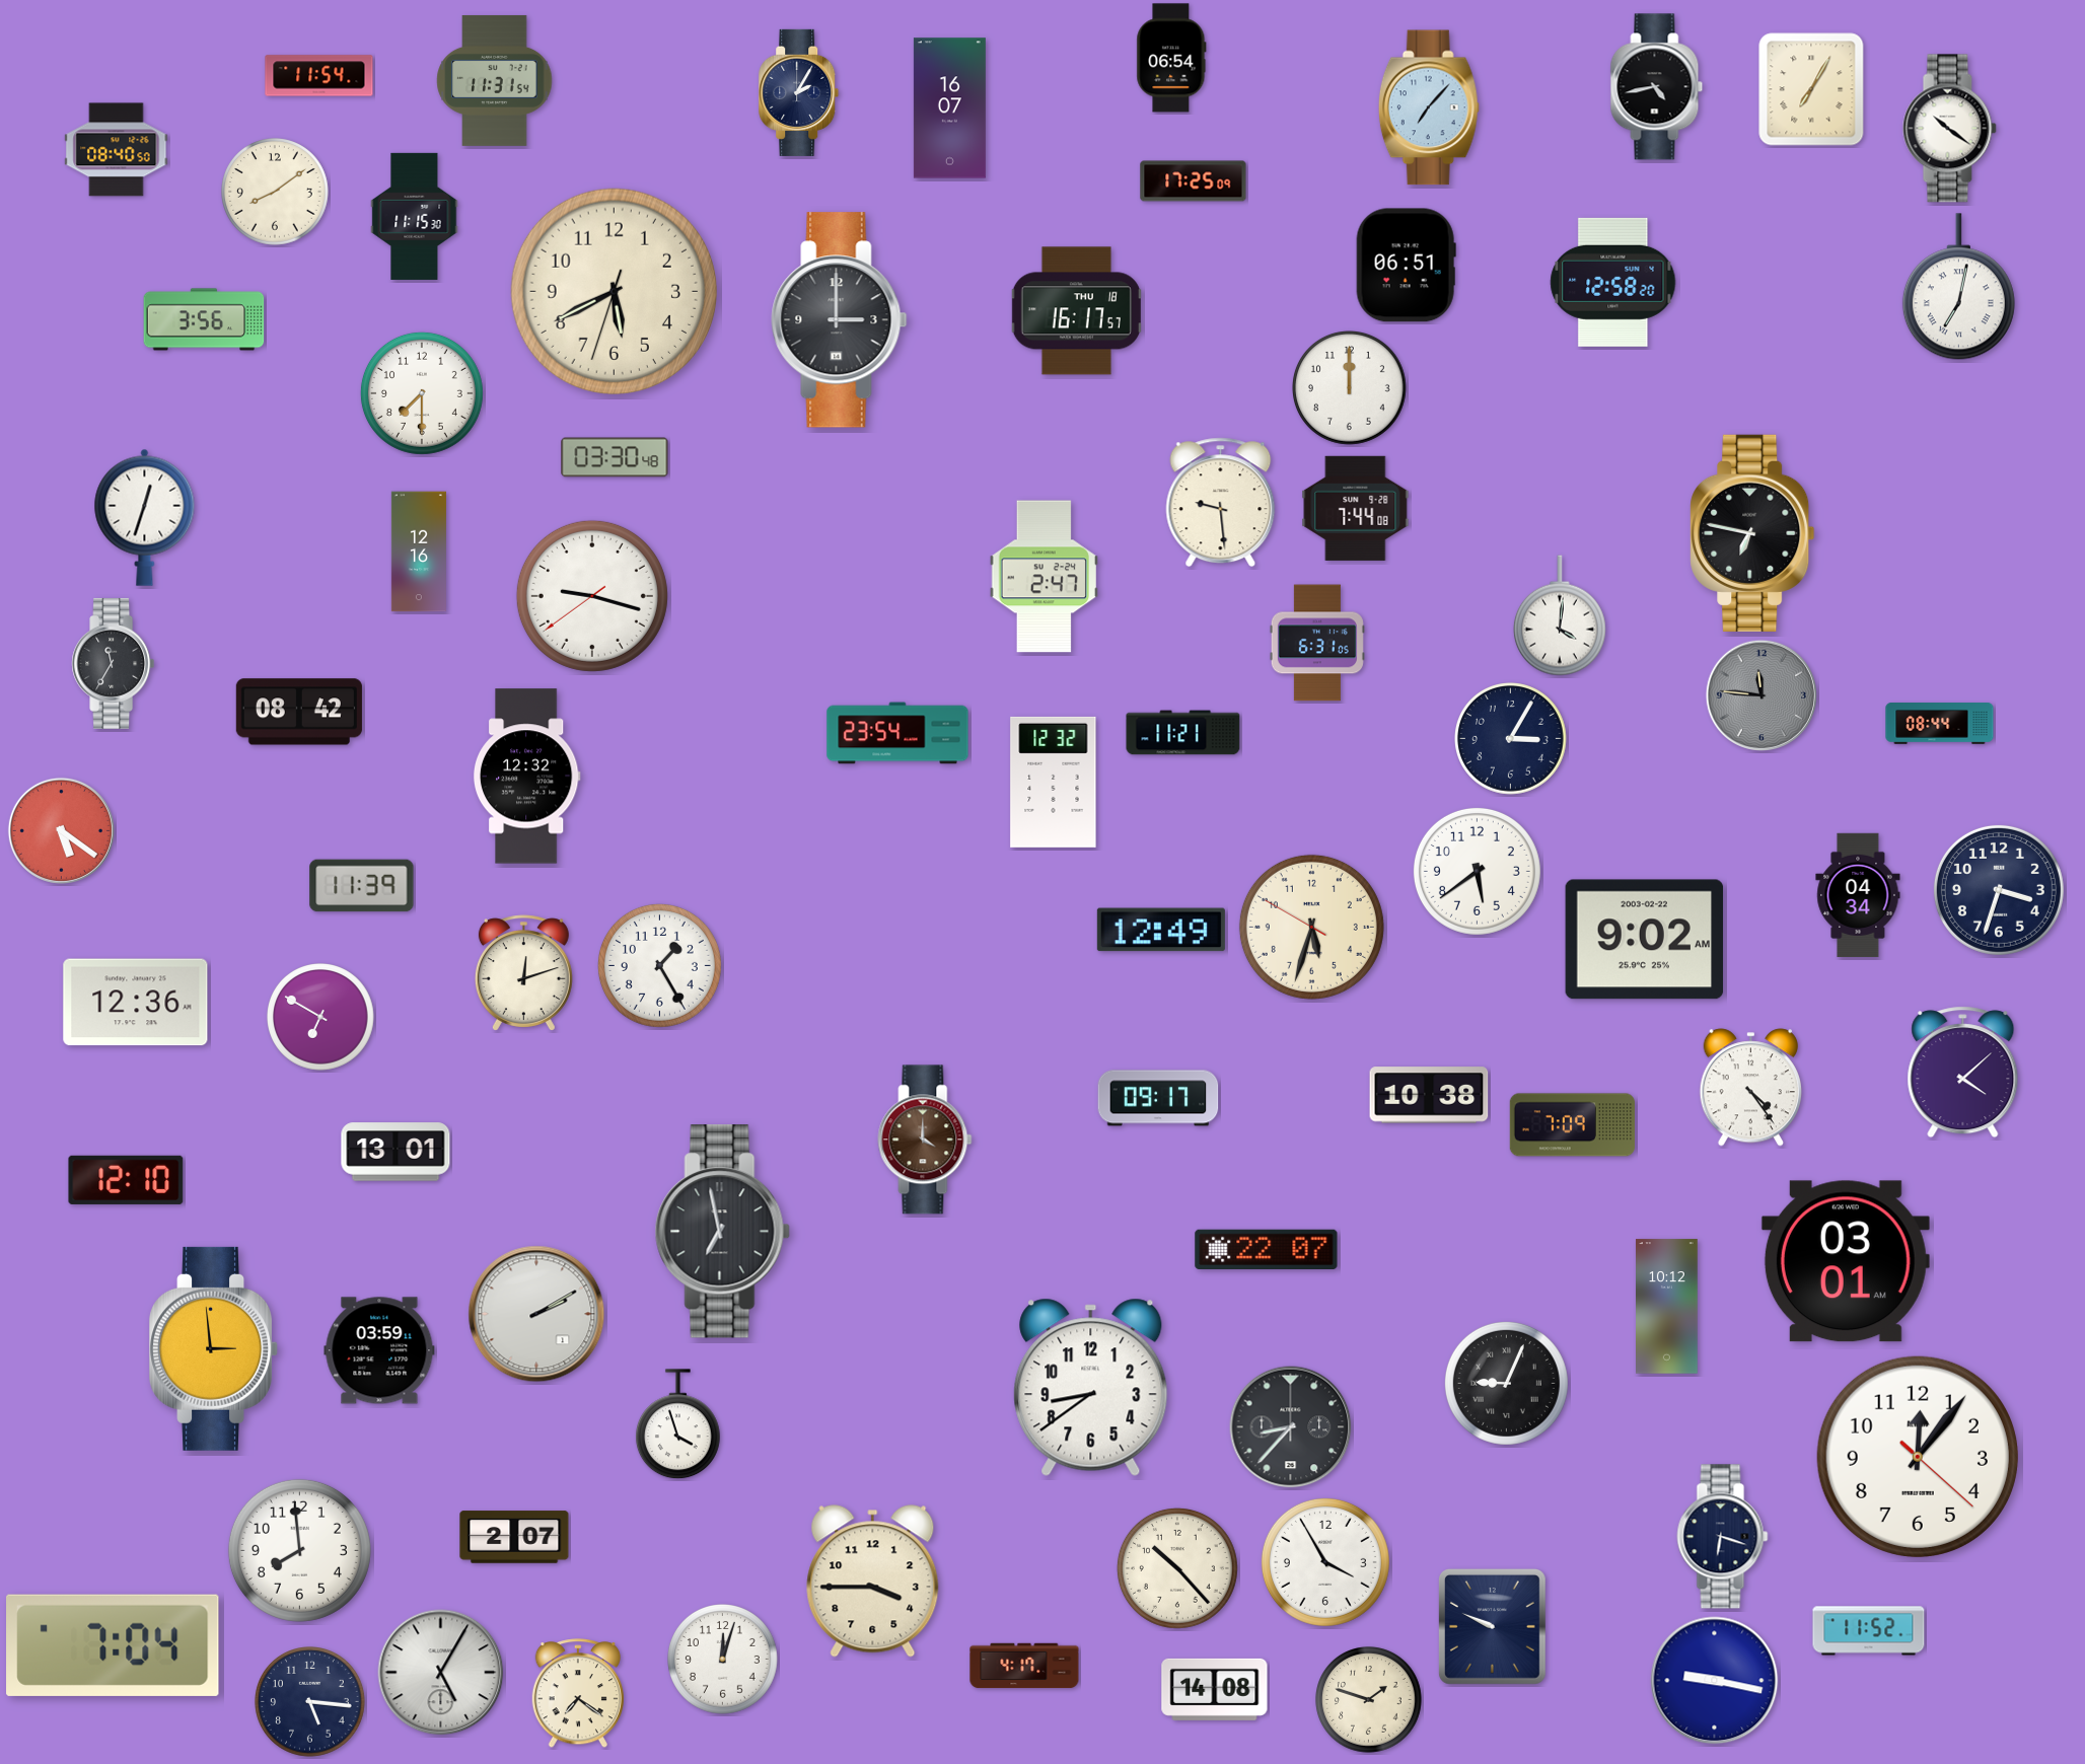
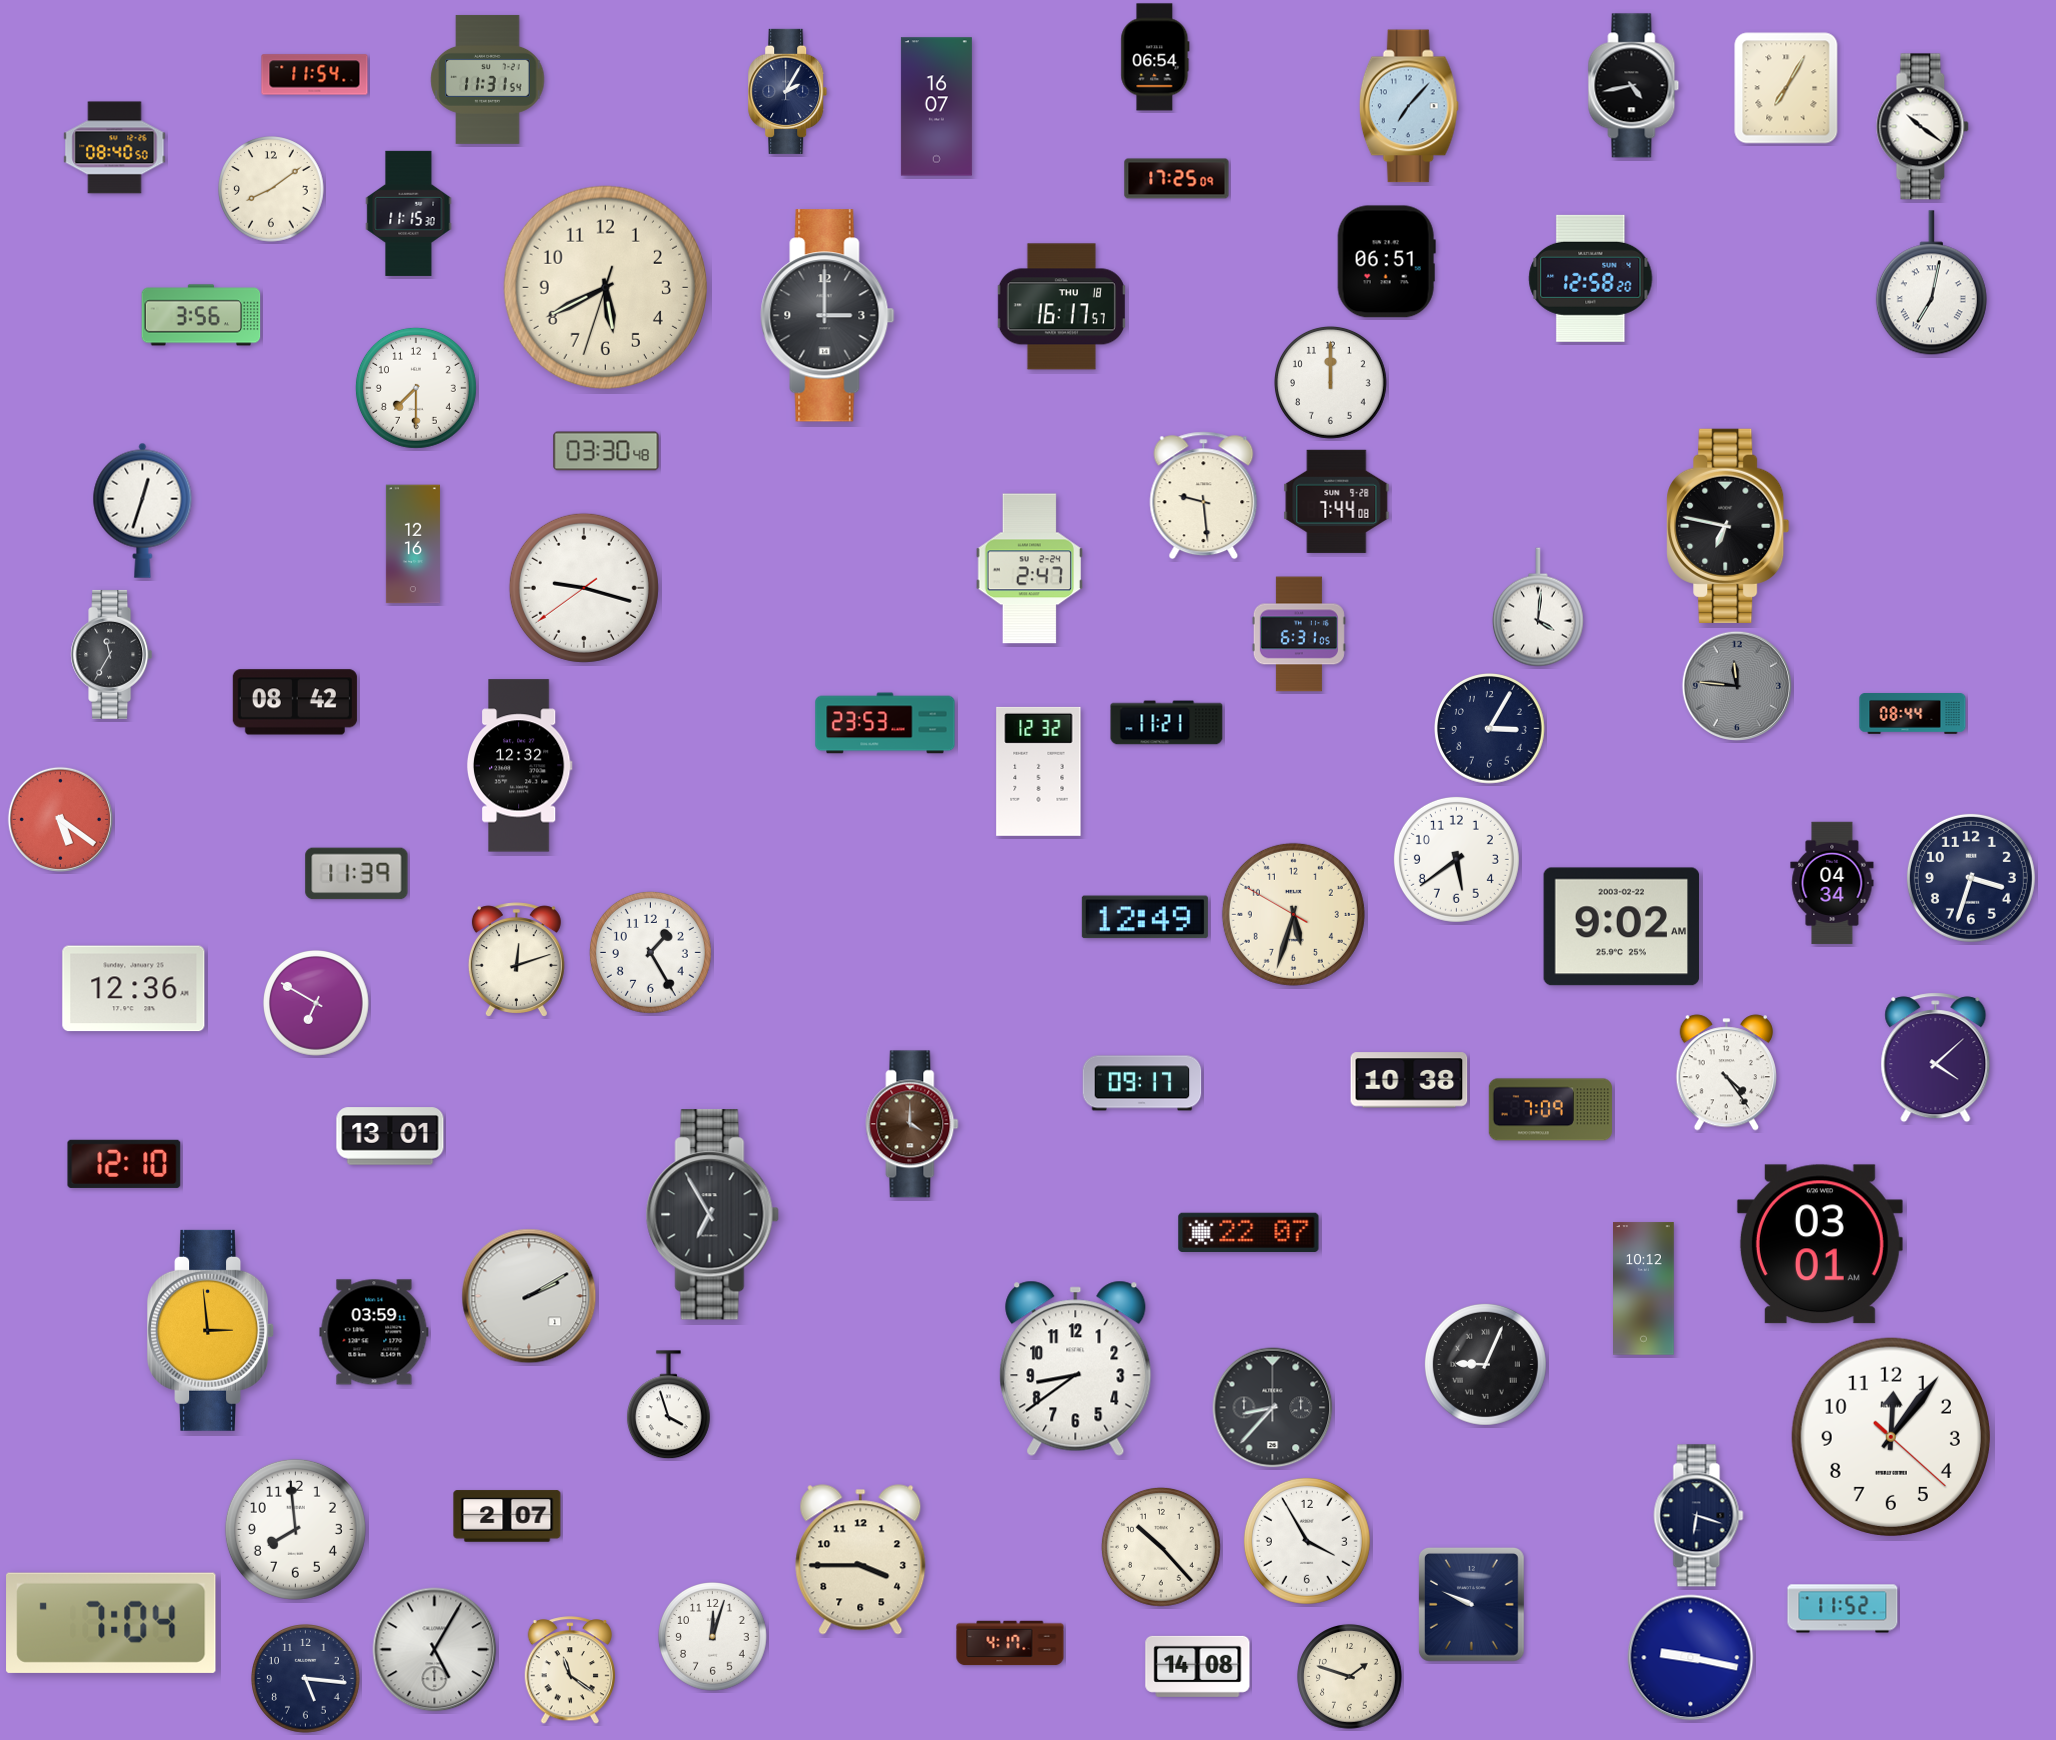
clock at (897, 733): 23:54 -> 23:53
clock at (722, 1232): 6:58 -> 6:55
clock at (577, 1694): 7:21 -> 11:21
